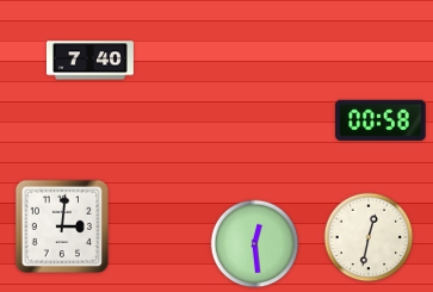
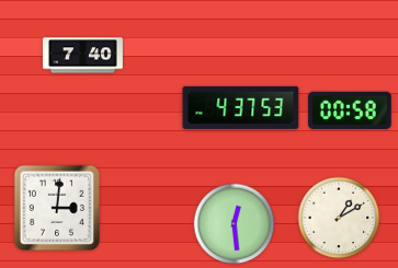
clock at (241, 107): none -> 4:37
clock at (369, 237): 12:32 -> 1:10
